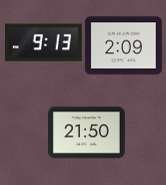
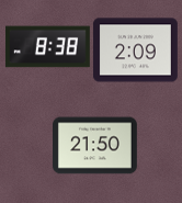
clock at (43, 43): 9:13 -> 8:38
